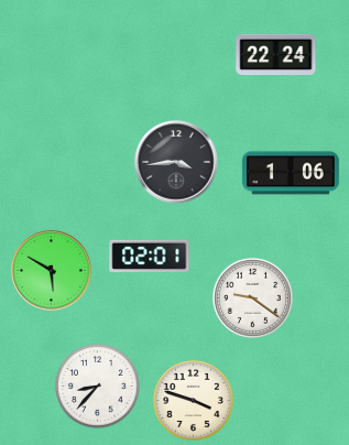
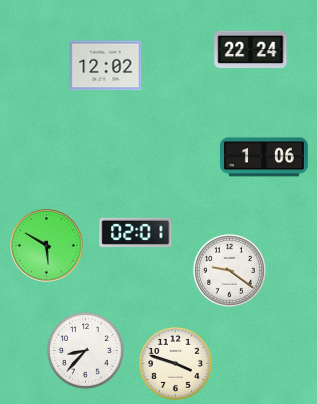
clock at (106, 66): none -> 12:02
clock at (176, 162): 3:44 -> none
clock at (98, 387) position: (98, 387) -> (86, 351)
